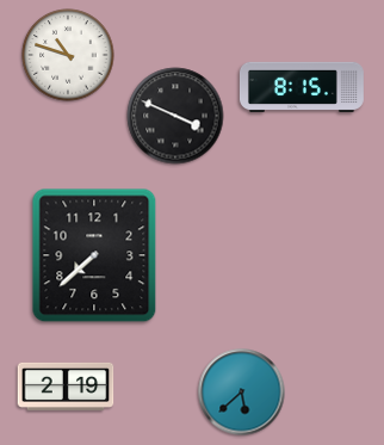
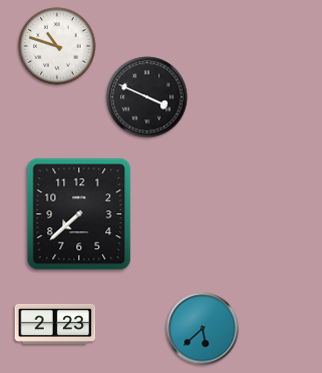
clock at (302, 86): 8:15 -> none
clock at (66, 387): 2:19 -> 2:23
